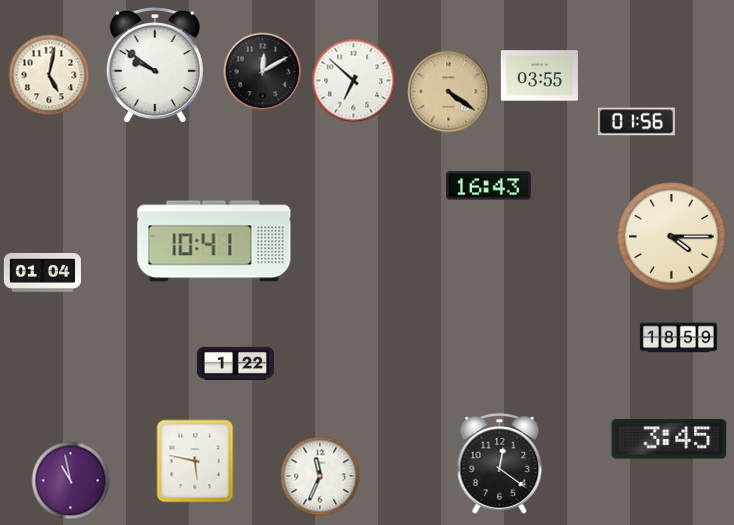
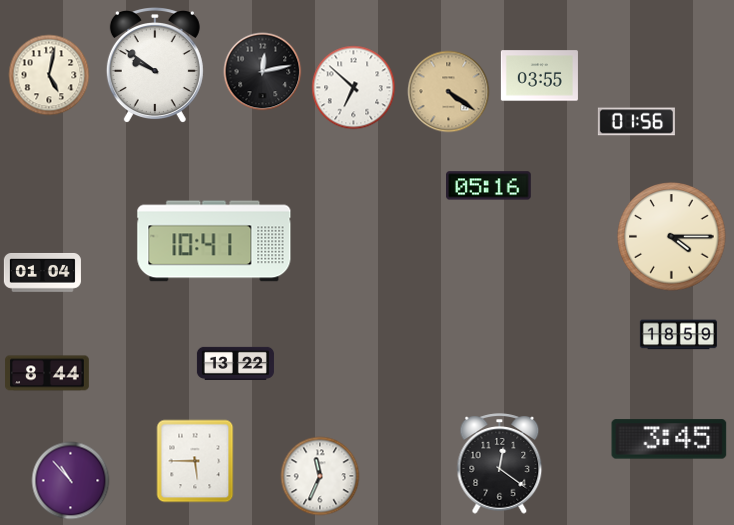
clock at (262, 71): 12:10 -> 12:13
clock at (353, 80) position: (353, 80) -> (353, 87)
clock at (489, 186): 16:43 -> 05:16
clock at (678, 338) position: (678, 338) -> (678, 335)
clock at (235, 363): 1:22 -> 13:22
clock at (47, 373): none -> 8:44
clock at (195, 461): 5:47 -> 5:45
clock at (70, 480): 10:58 -> 10:53
